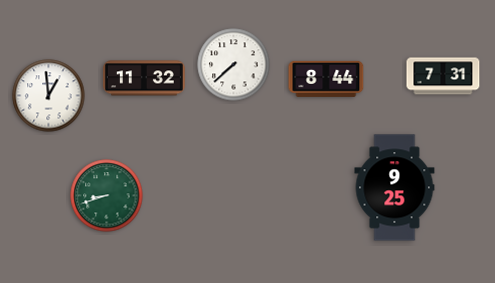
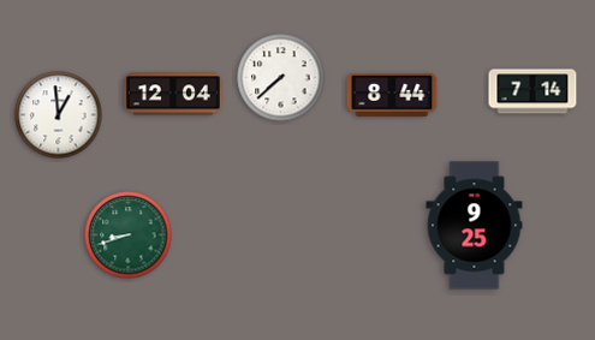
clock at (443, 76): 7:31 -> 7:14
clock at (144, 78): 11:32 -> 12:04
